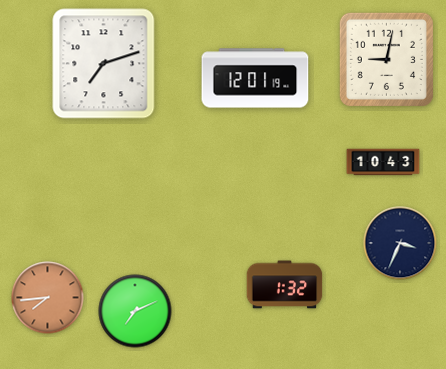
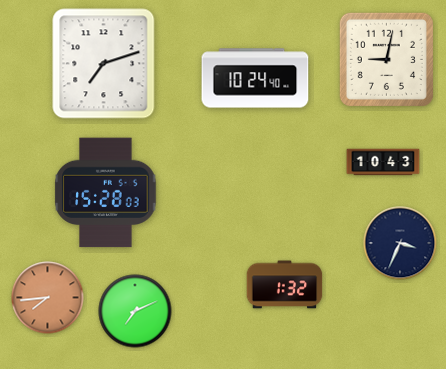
clock at (255, 78): 12:01 -> 10:24
clock at (106, 193): none -> 15:28
